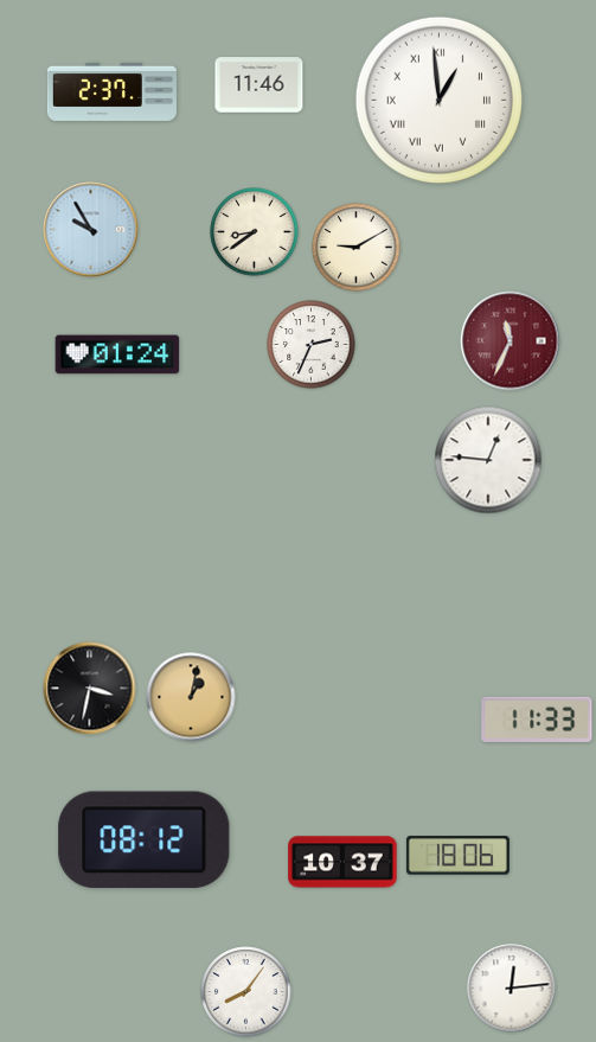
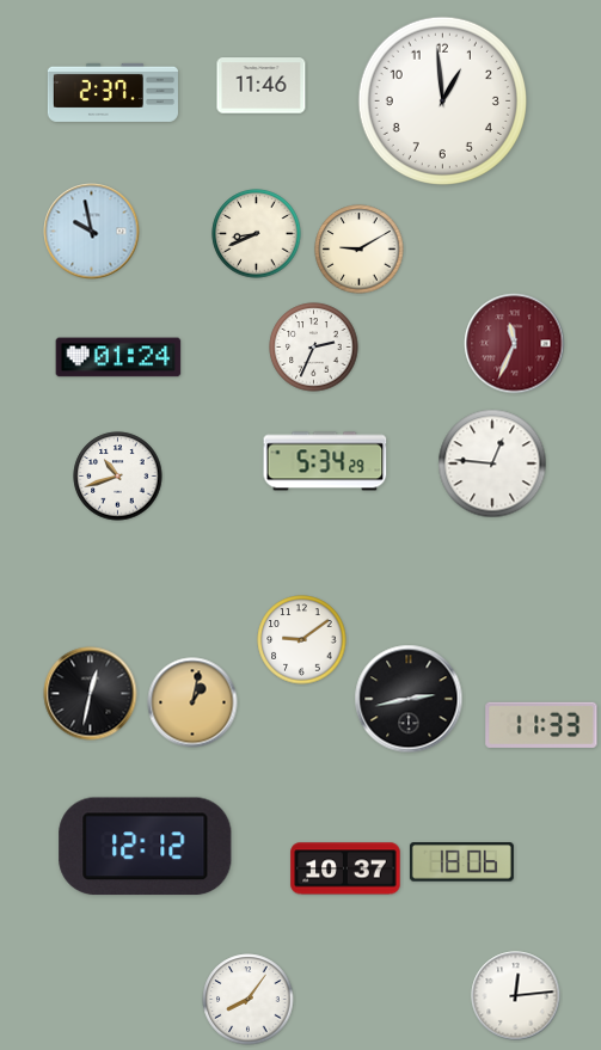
clock at (438, 100) numerals: Roman -> Arabic
clock at (91, 230): 9:55 -> 9:58
clock at (255, 232): 8:39 -> 8:41
clock at (325, 461): none -> 5:34
clock at (118, 477): none -> 10:42
clock at (302, 640): none -> 9:09
clock at (90, 689): 3:32 -> 12:32
clock at (409, 699): none -> 2:43
clock at (145, 840): 08:12 -> 12:12
